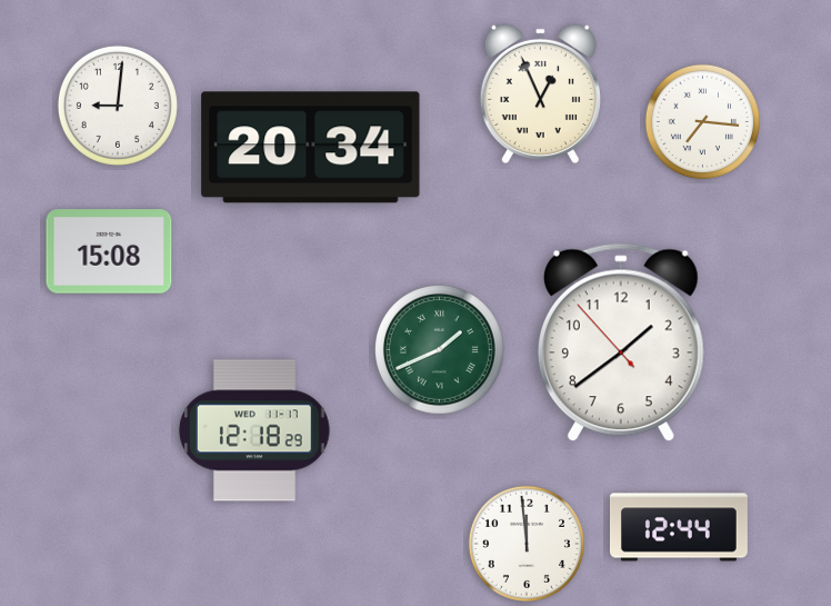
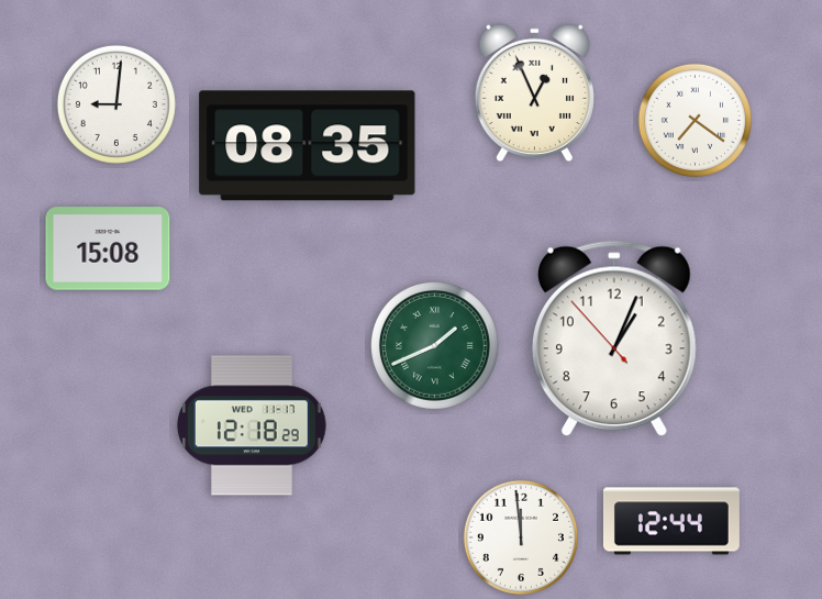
clock at (702, 121): 7:16 -> 7:21
clock at (311, 148): 20:34 -> 08:35
clock at (621, 342): 1:38 -> 1:03
